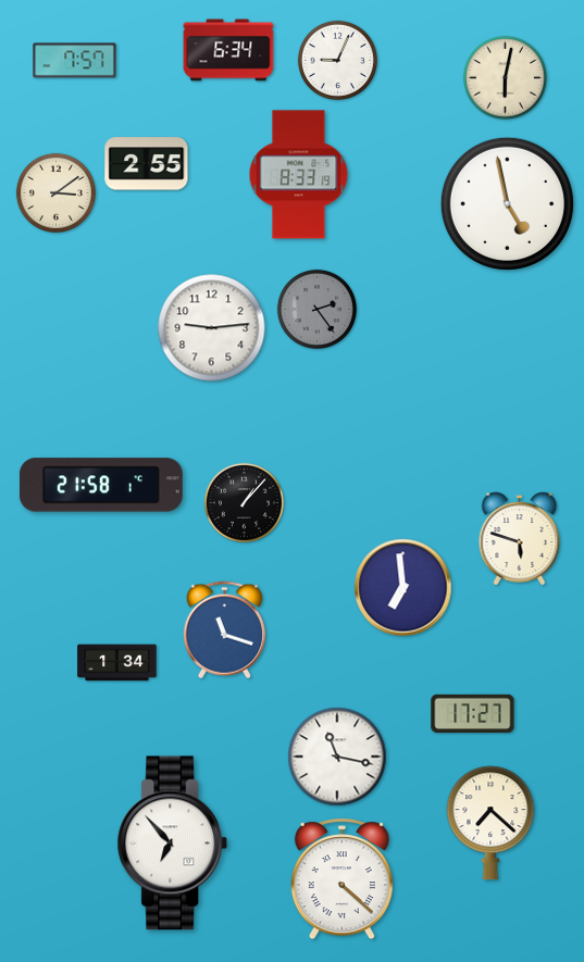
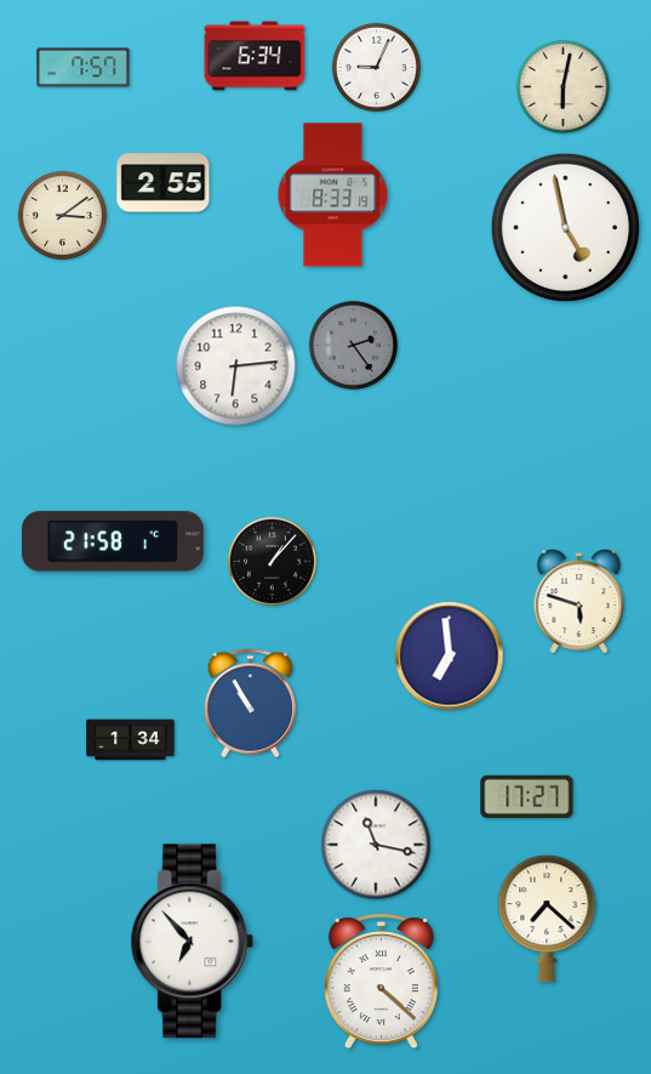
clock at (212, 328): 9:14 -> 6:14
clock at (224, 630): 11:18 -> 10:55
